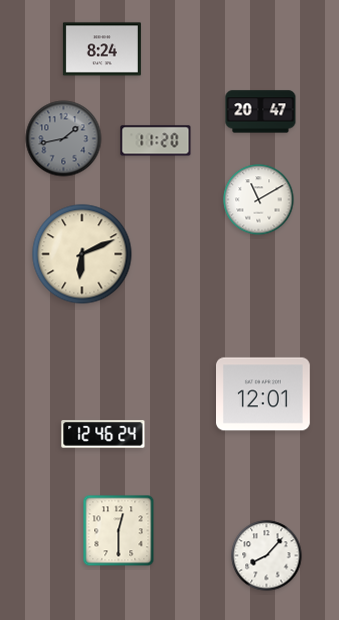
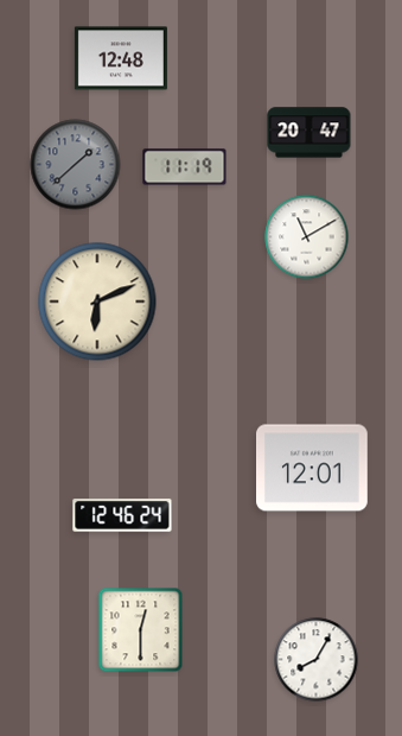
clock at (102, 49): 8:24 -> 12:48
clock at (64, 139): 1:43 -> 1:38
clock at (156, 141): 11:20 -> 11:19
clock at (267, 556): 8:07 -> 8:05
